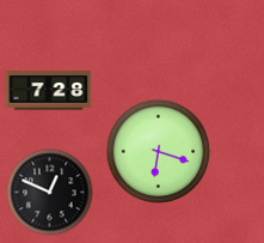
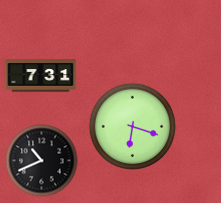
clock at (49, 91): 7:28 -> 7:31
clock at (50, 193): 12:49 -> 10:41
